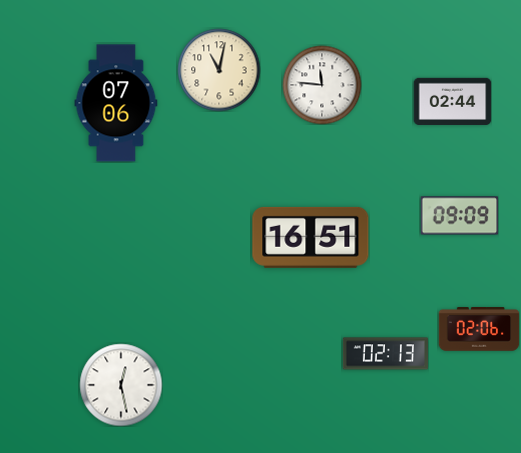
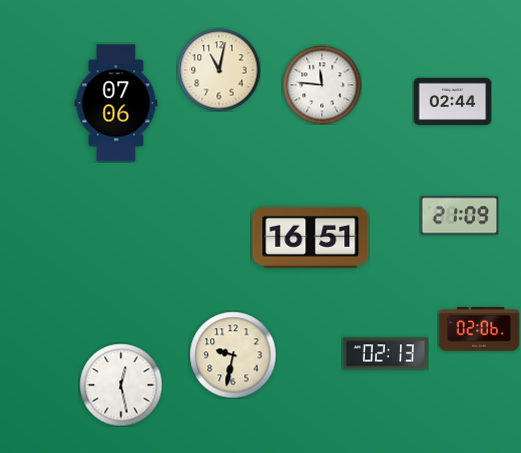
clock at (459, 216): 09:09 -> 21:09
clock at (233, 355): none -> 9:32
